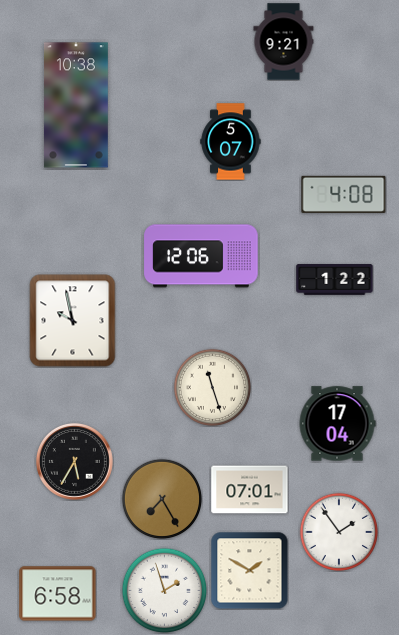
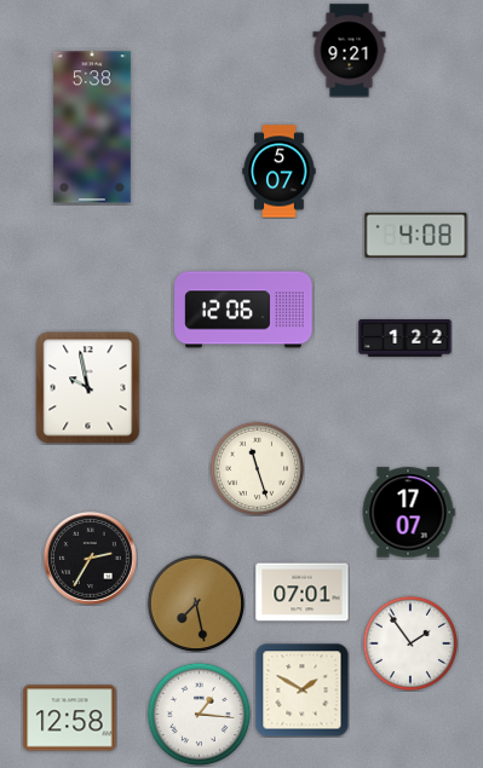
clock at (284, 42) position: (284, 42) -> (350, 51)
clock at (76, 105): 10:38 -> 5:38
clock at (337, 424): 17:04 -> 17:07
clock at (74, 461): 5:35 -> 2:35
clock at (162, 499): 7:25 -> 7:28
clock at (164, 590): 1:57 -> 1:16
clock at (58, 594): 6:58 -> 12:58
